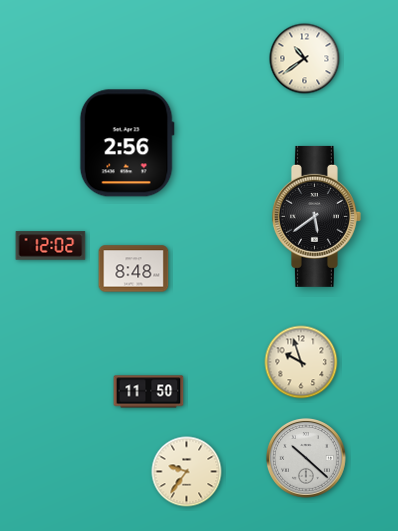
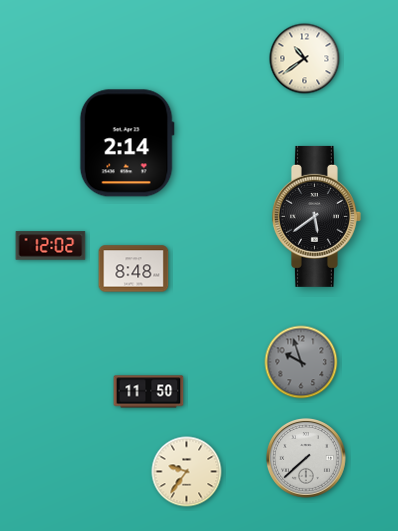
clock at (127, 143): 2:56 -> 2:14
clock at (301, 362) dial: cream -> grey
clock at (306, 458): 10:22 -> 7:38
